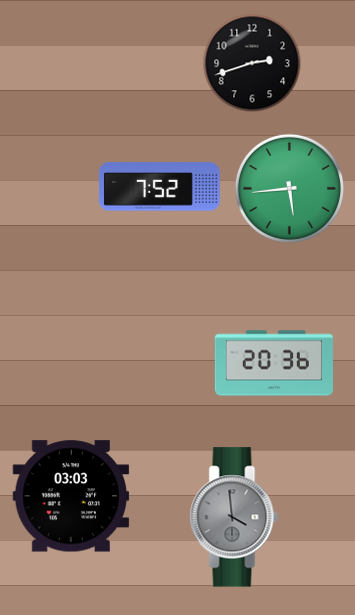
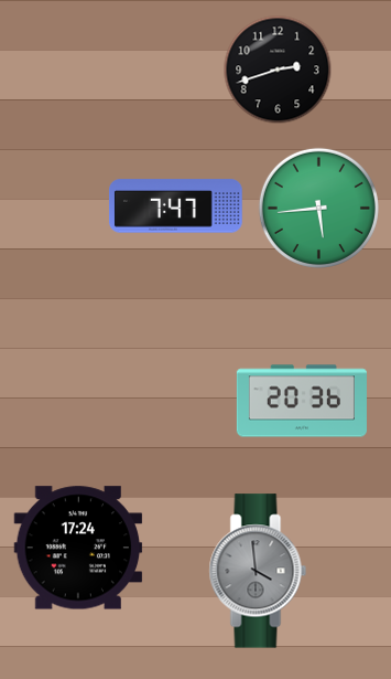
clock at (159, 187): 7:52 -> 7:47
clock at (71, 496): 03:03 -> 17:24
